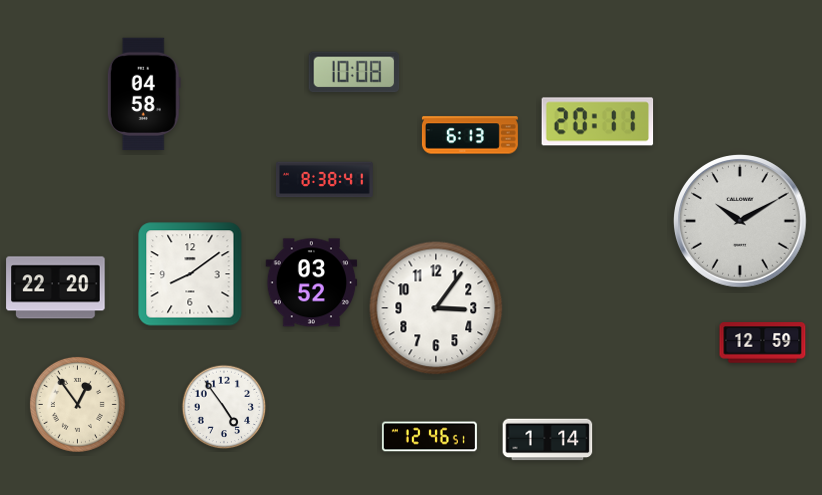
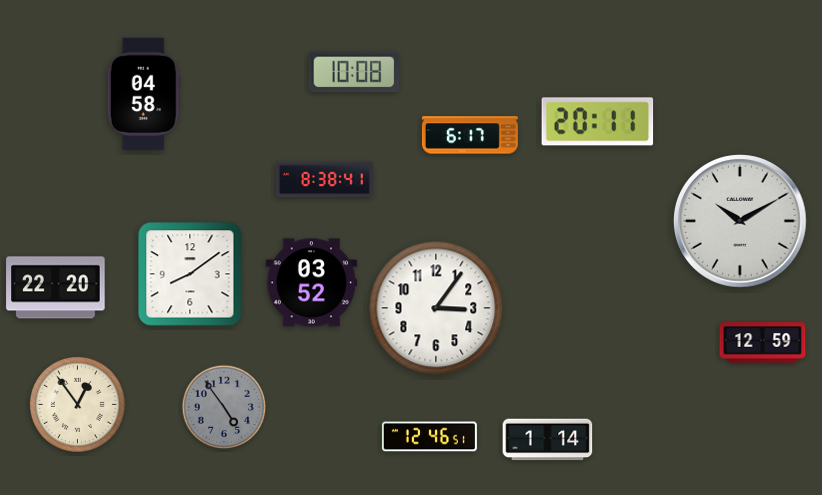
clock at (470, 135): 6:13 -> 6:17
clock at (224, 407) dial: white -> grey
